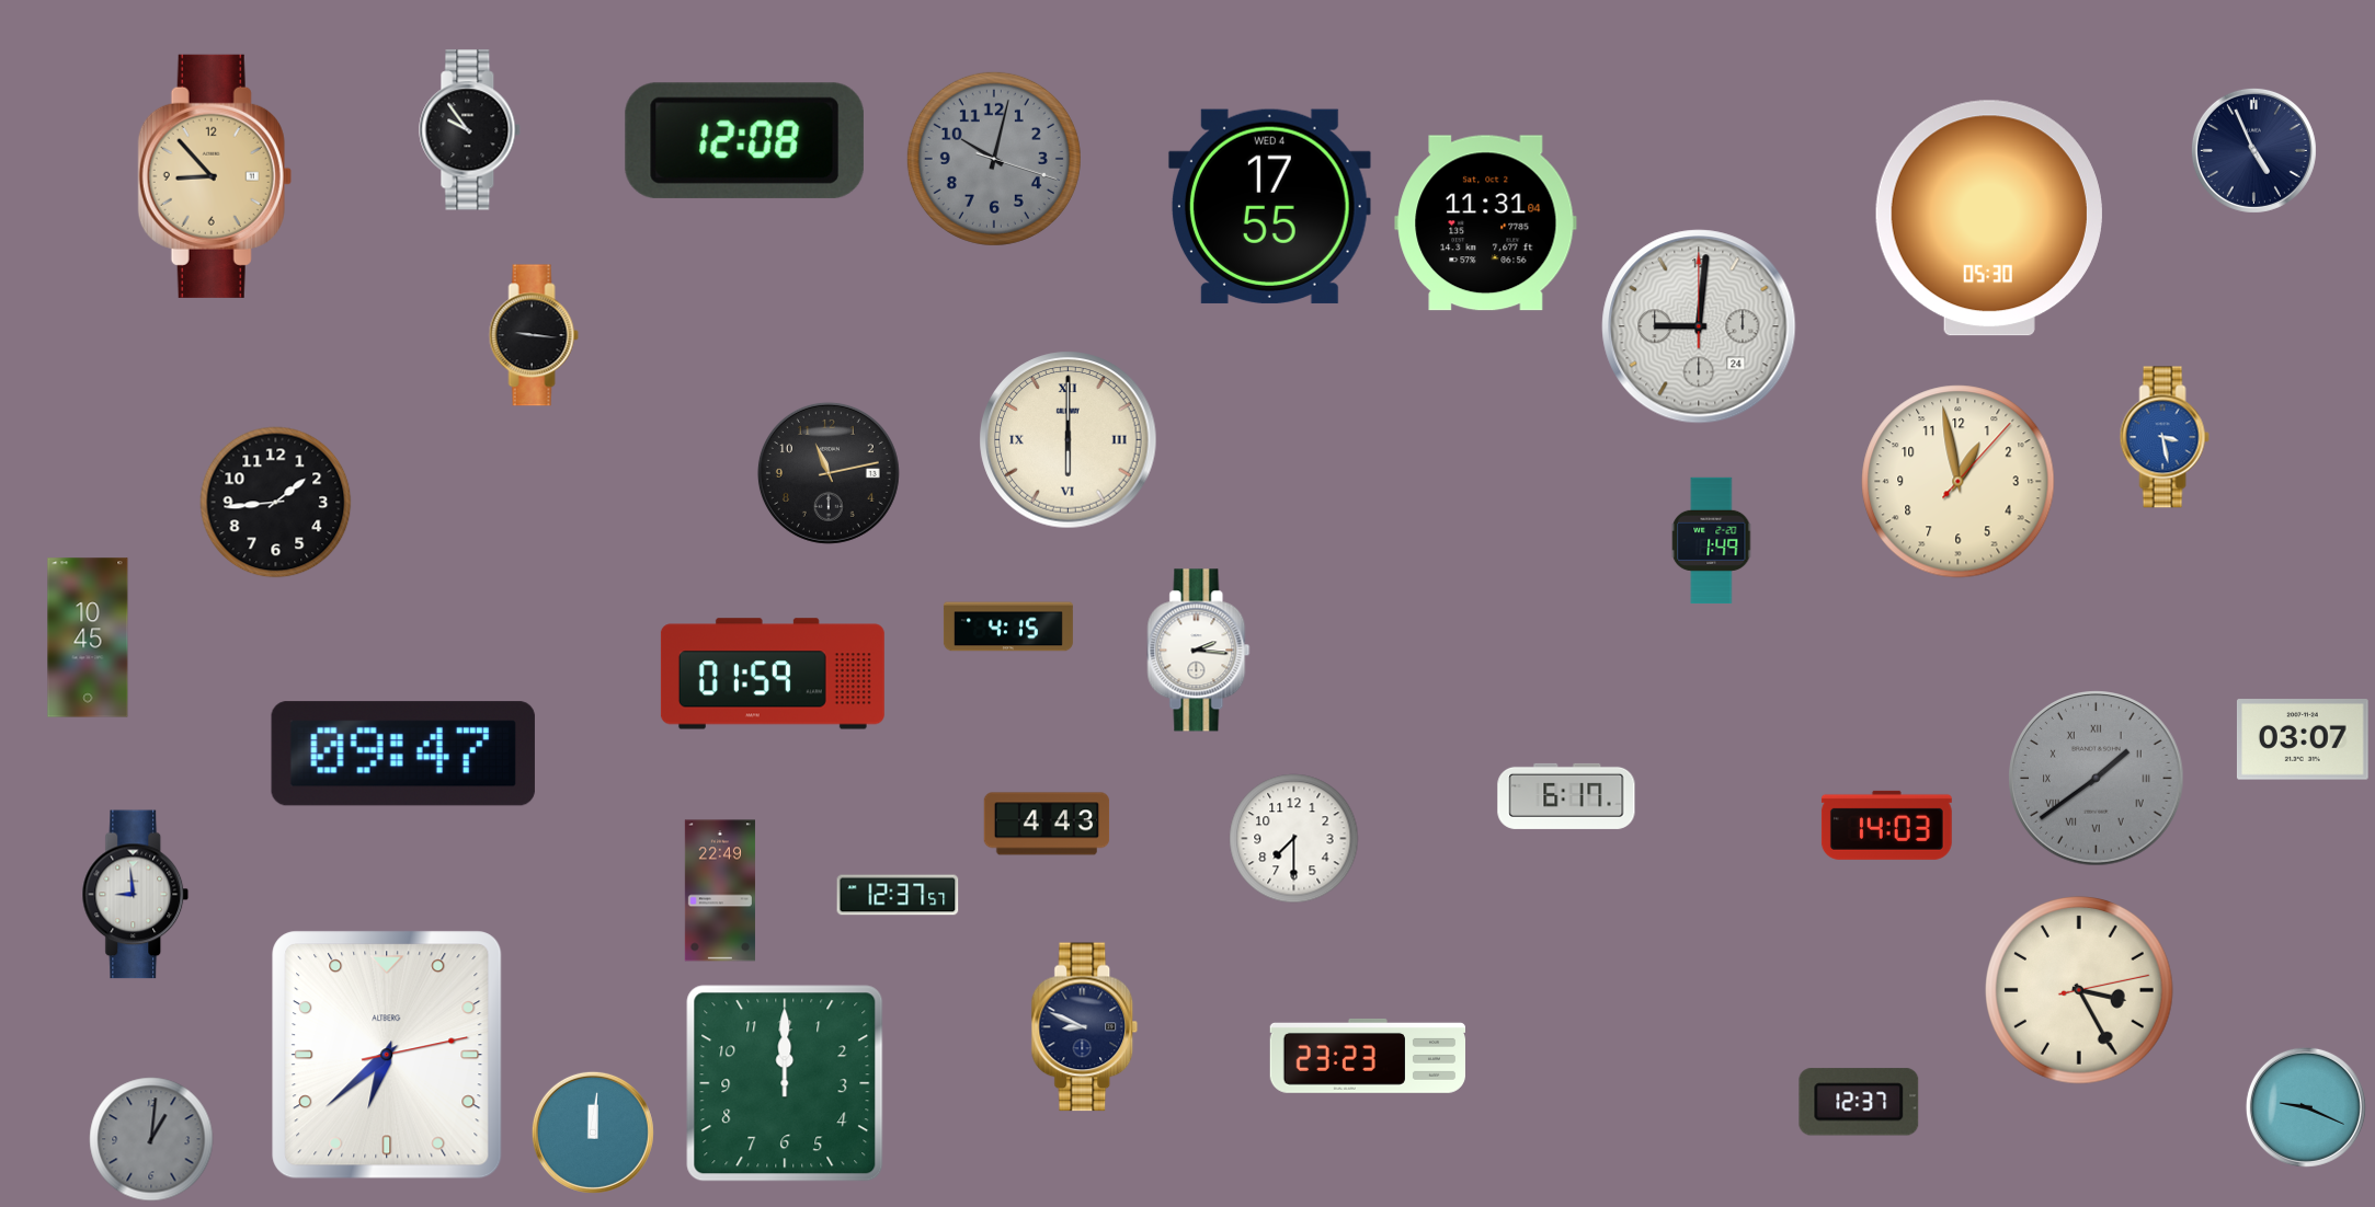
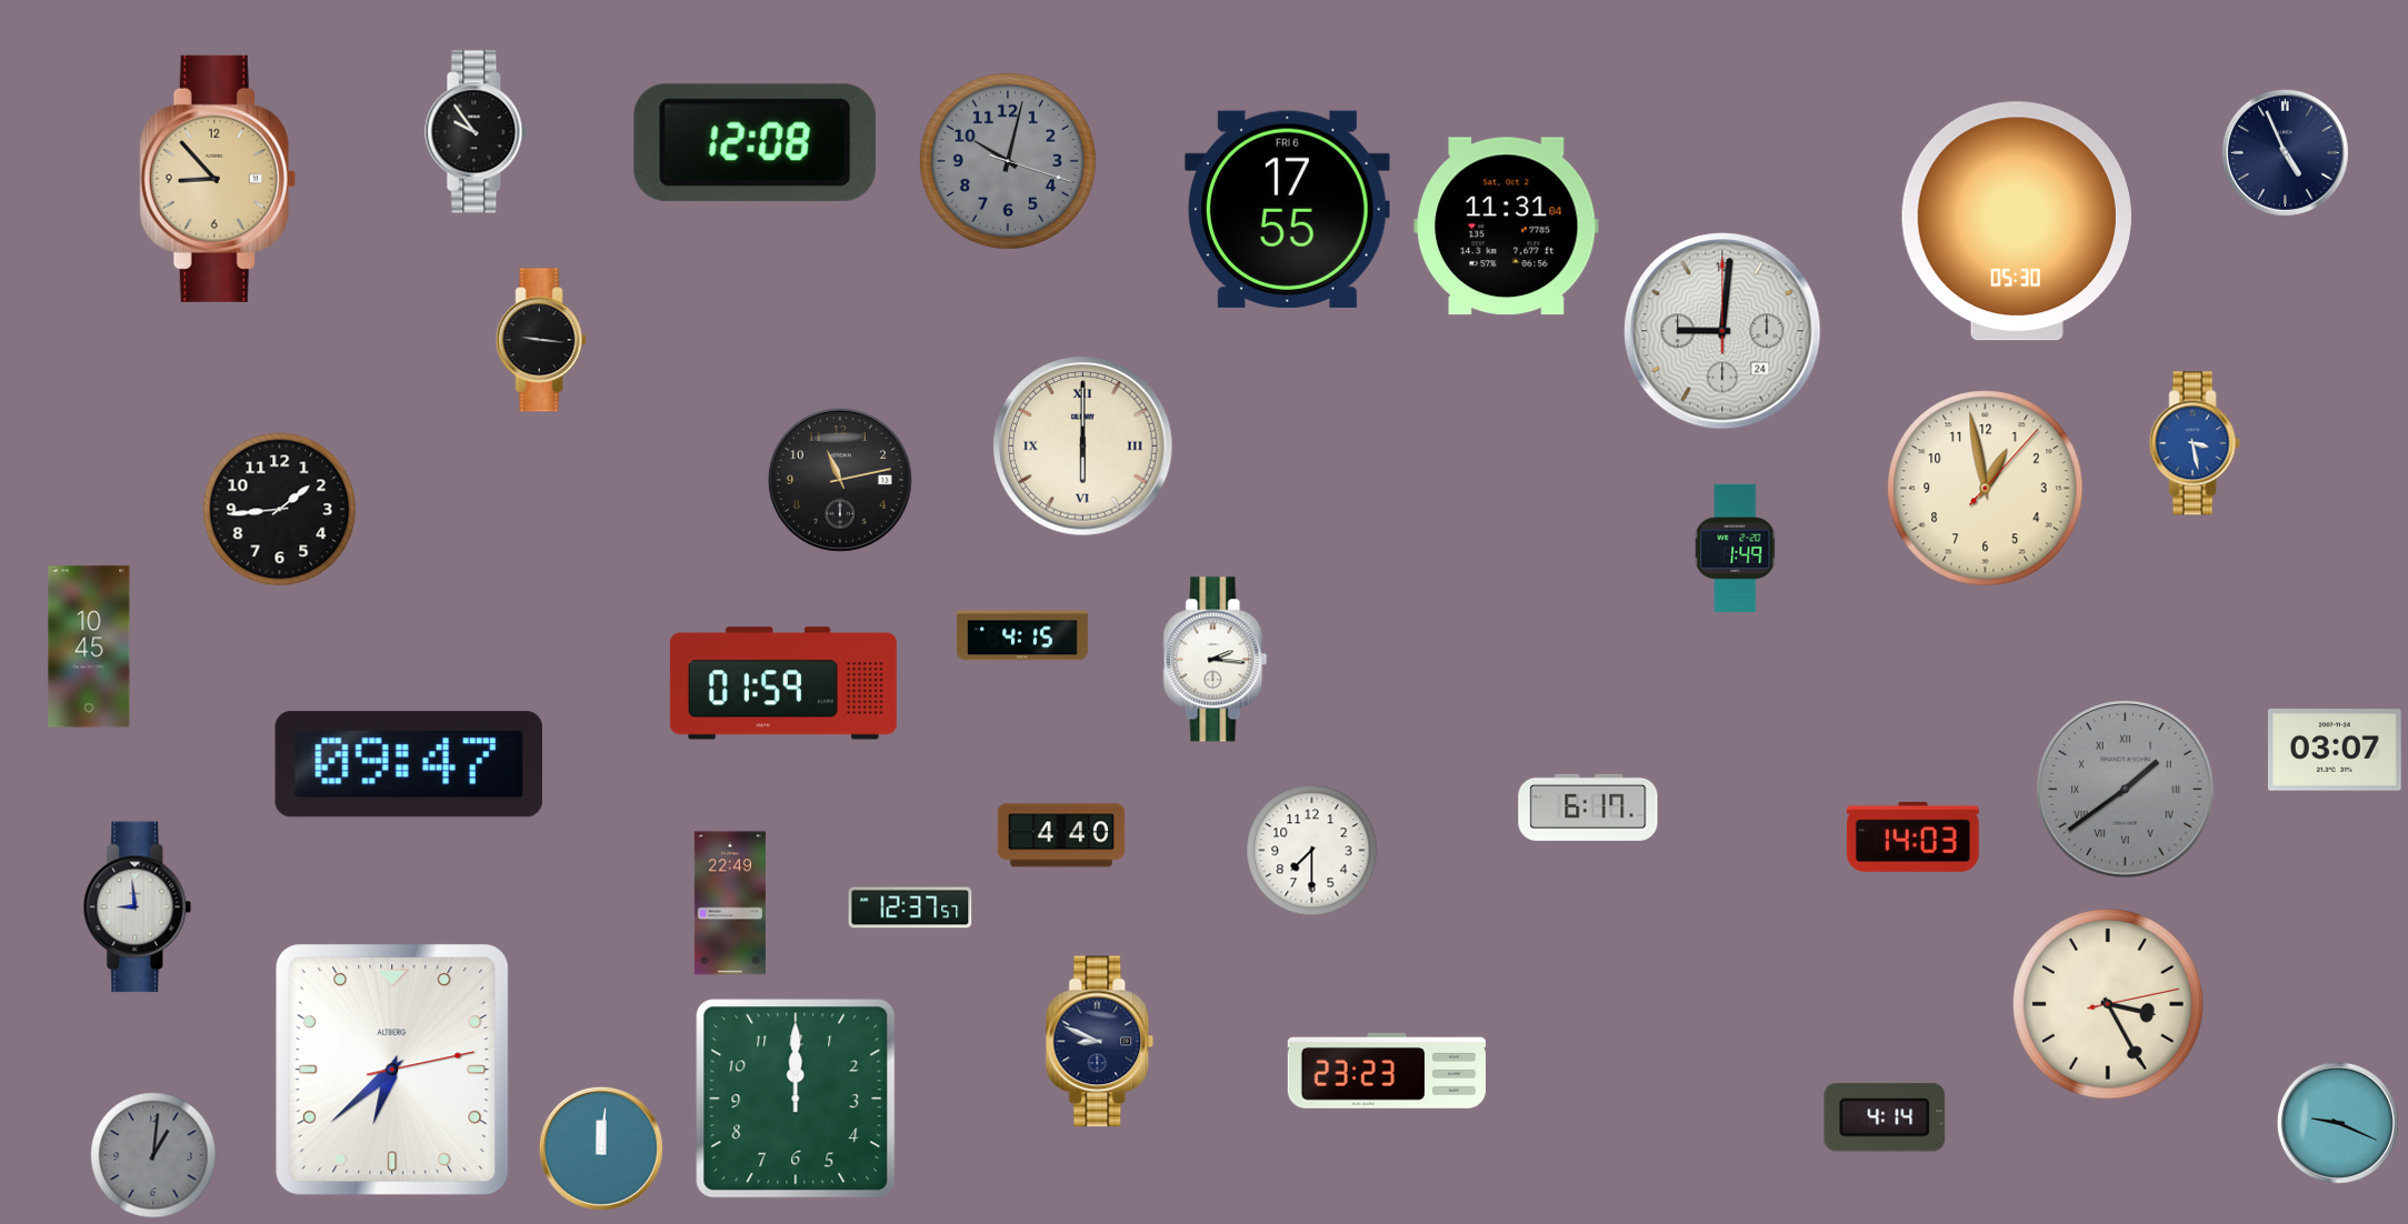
clock at (1269, 206) date: WED 4 -> FRI 6
clock at (1047, 824): 4:43 -> 4:40
clock at (1859, 1102): 12:37 -> 4:14
